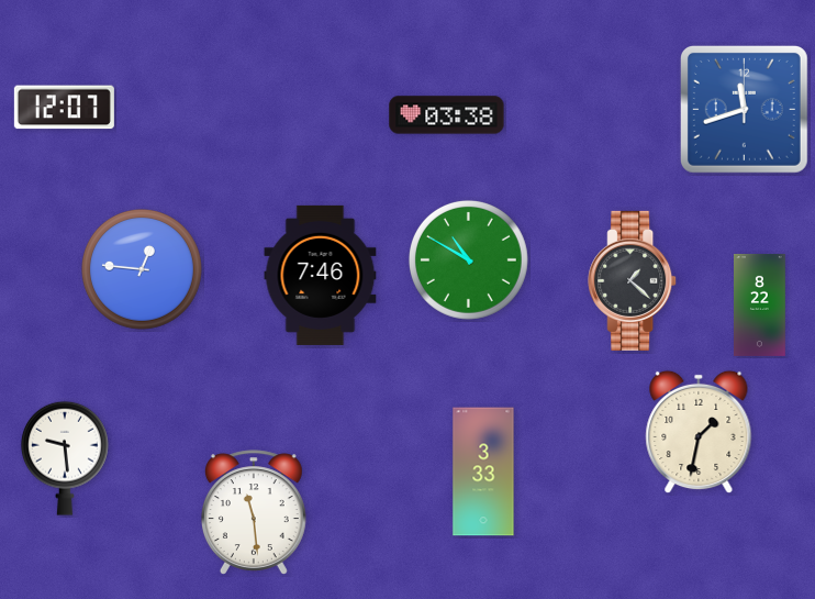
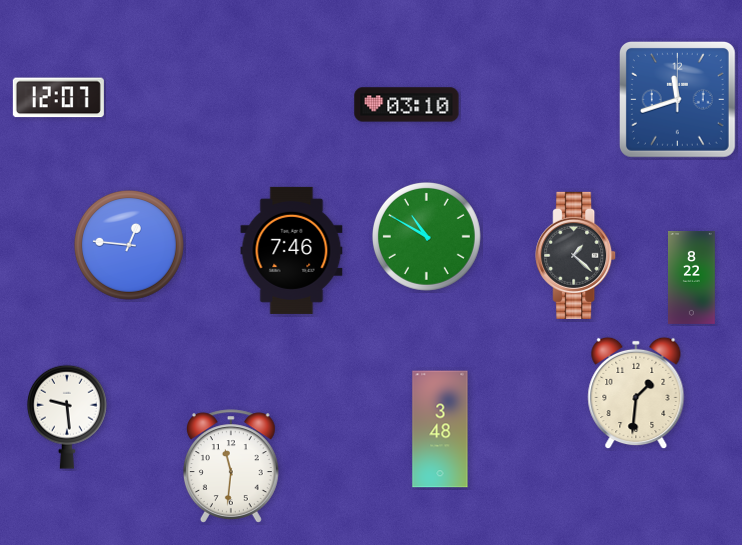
clock at (447, 115): 03:38 -> 03:10
clock at (699, 432): 1:32 -> 1:31
clock at (65, 458) position: (65, 458) -> (67, 417)
clock at (483, 472): 3:33 -> 3:48
clock at (254, 512): 11:29 -> 11:31
